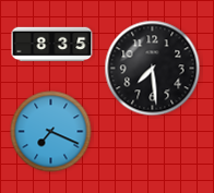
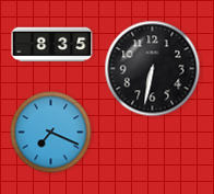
clock at (153, 69): 7:29 -> 6:32
